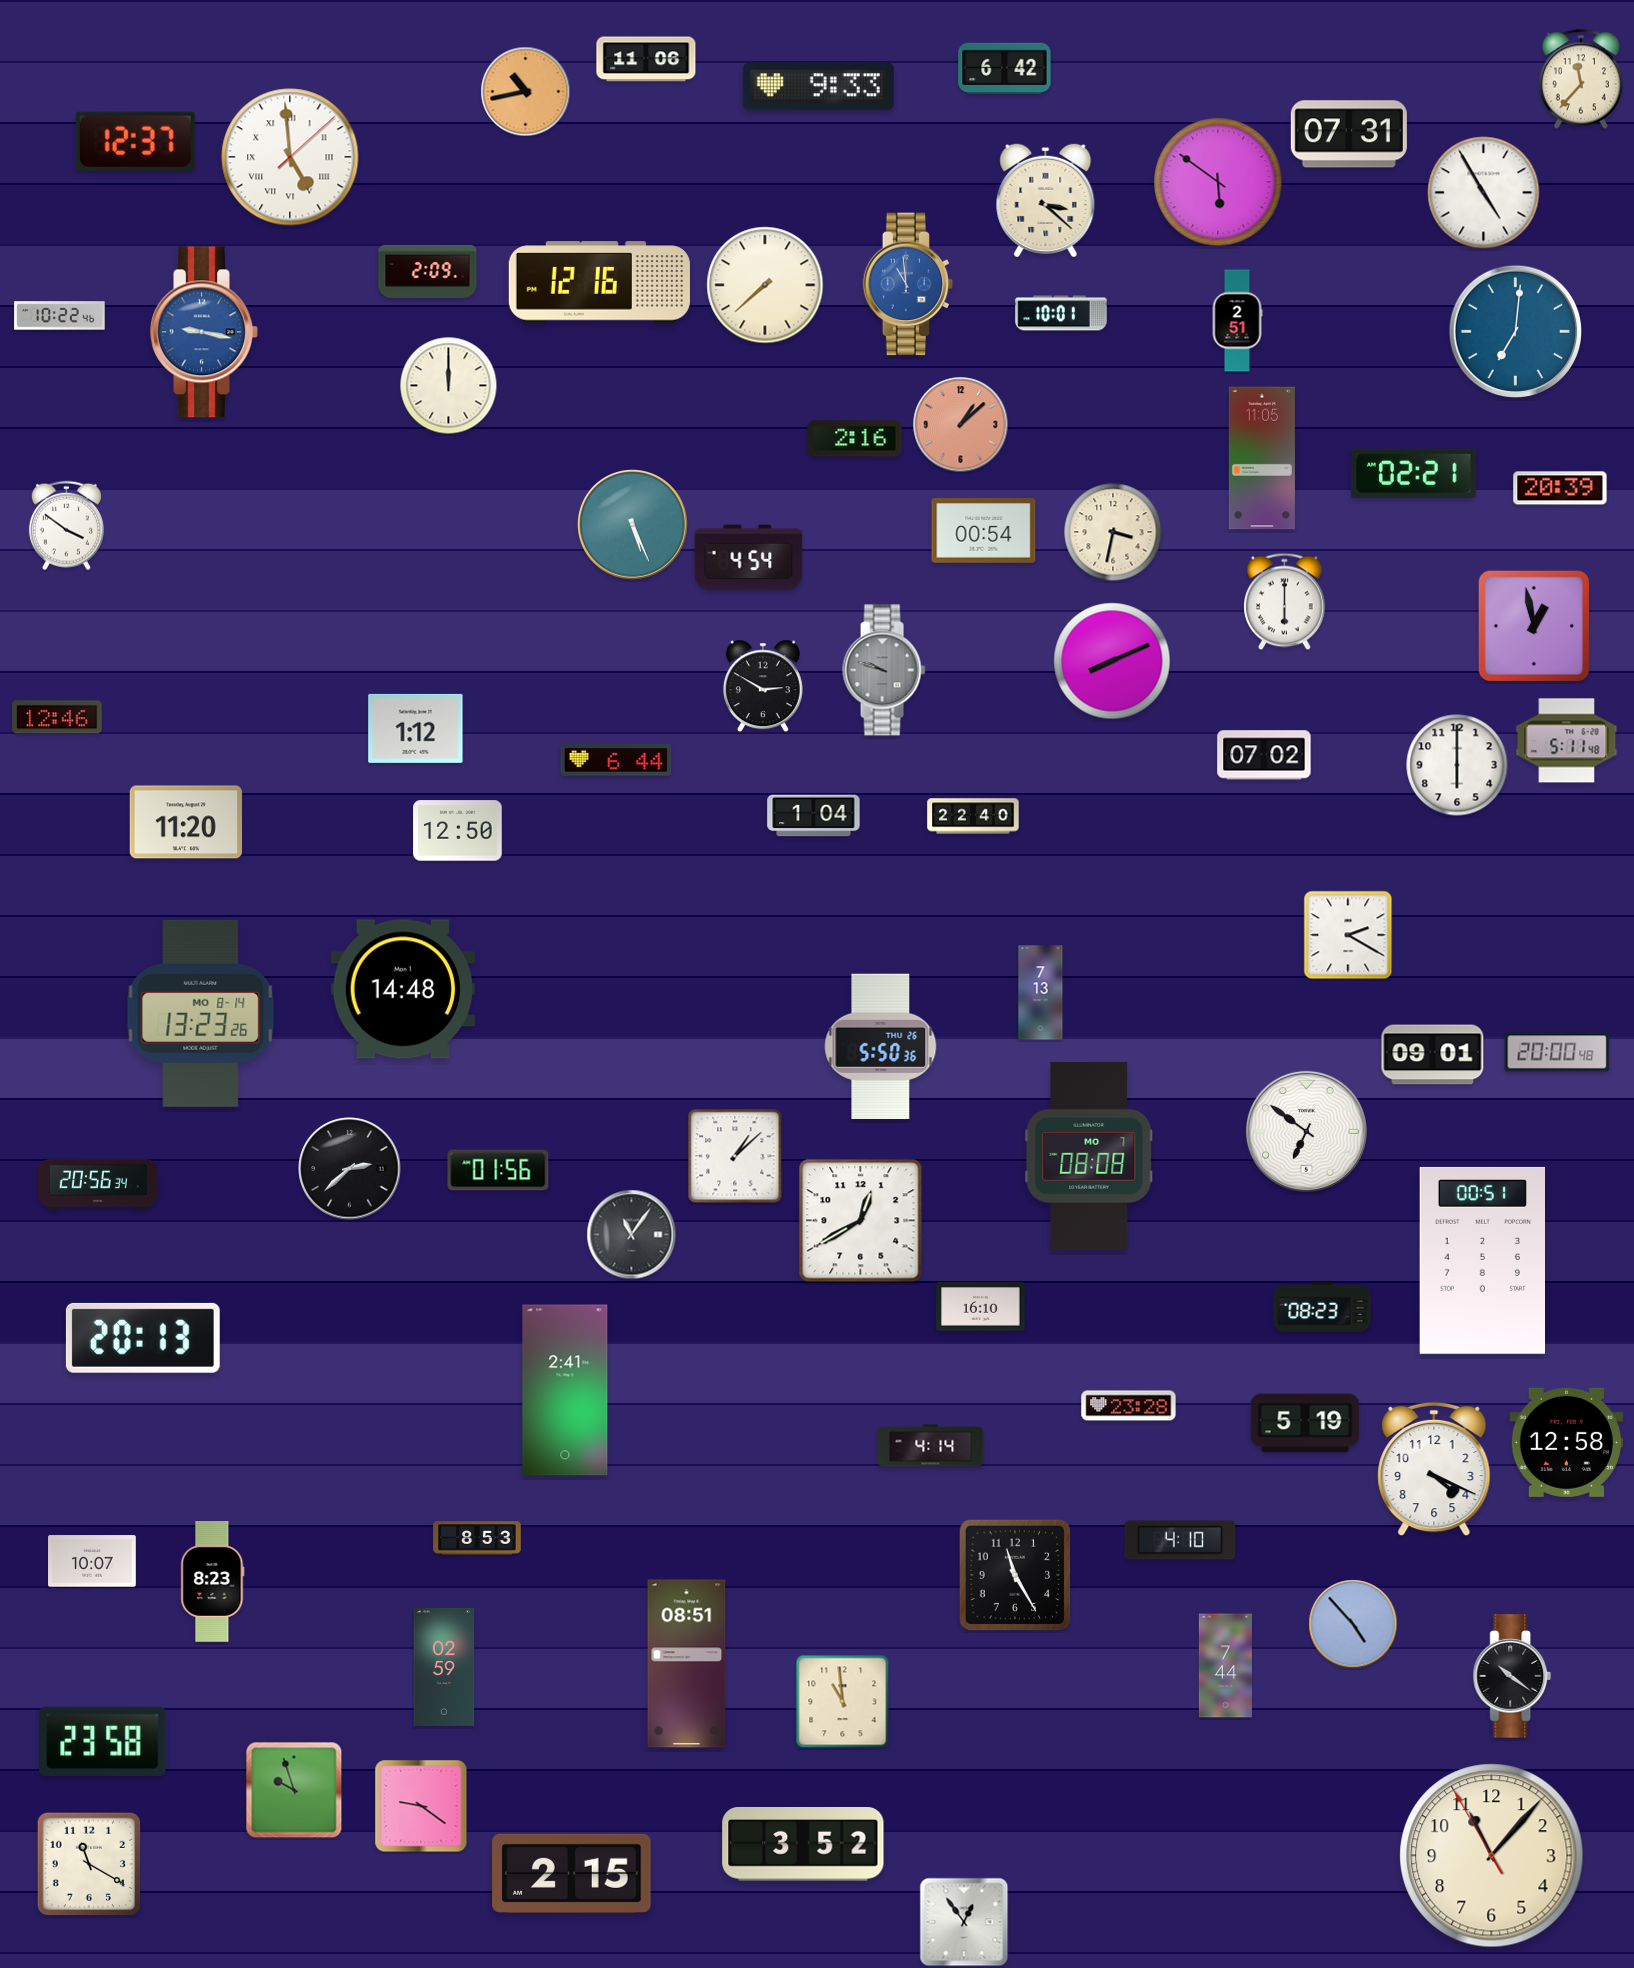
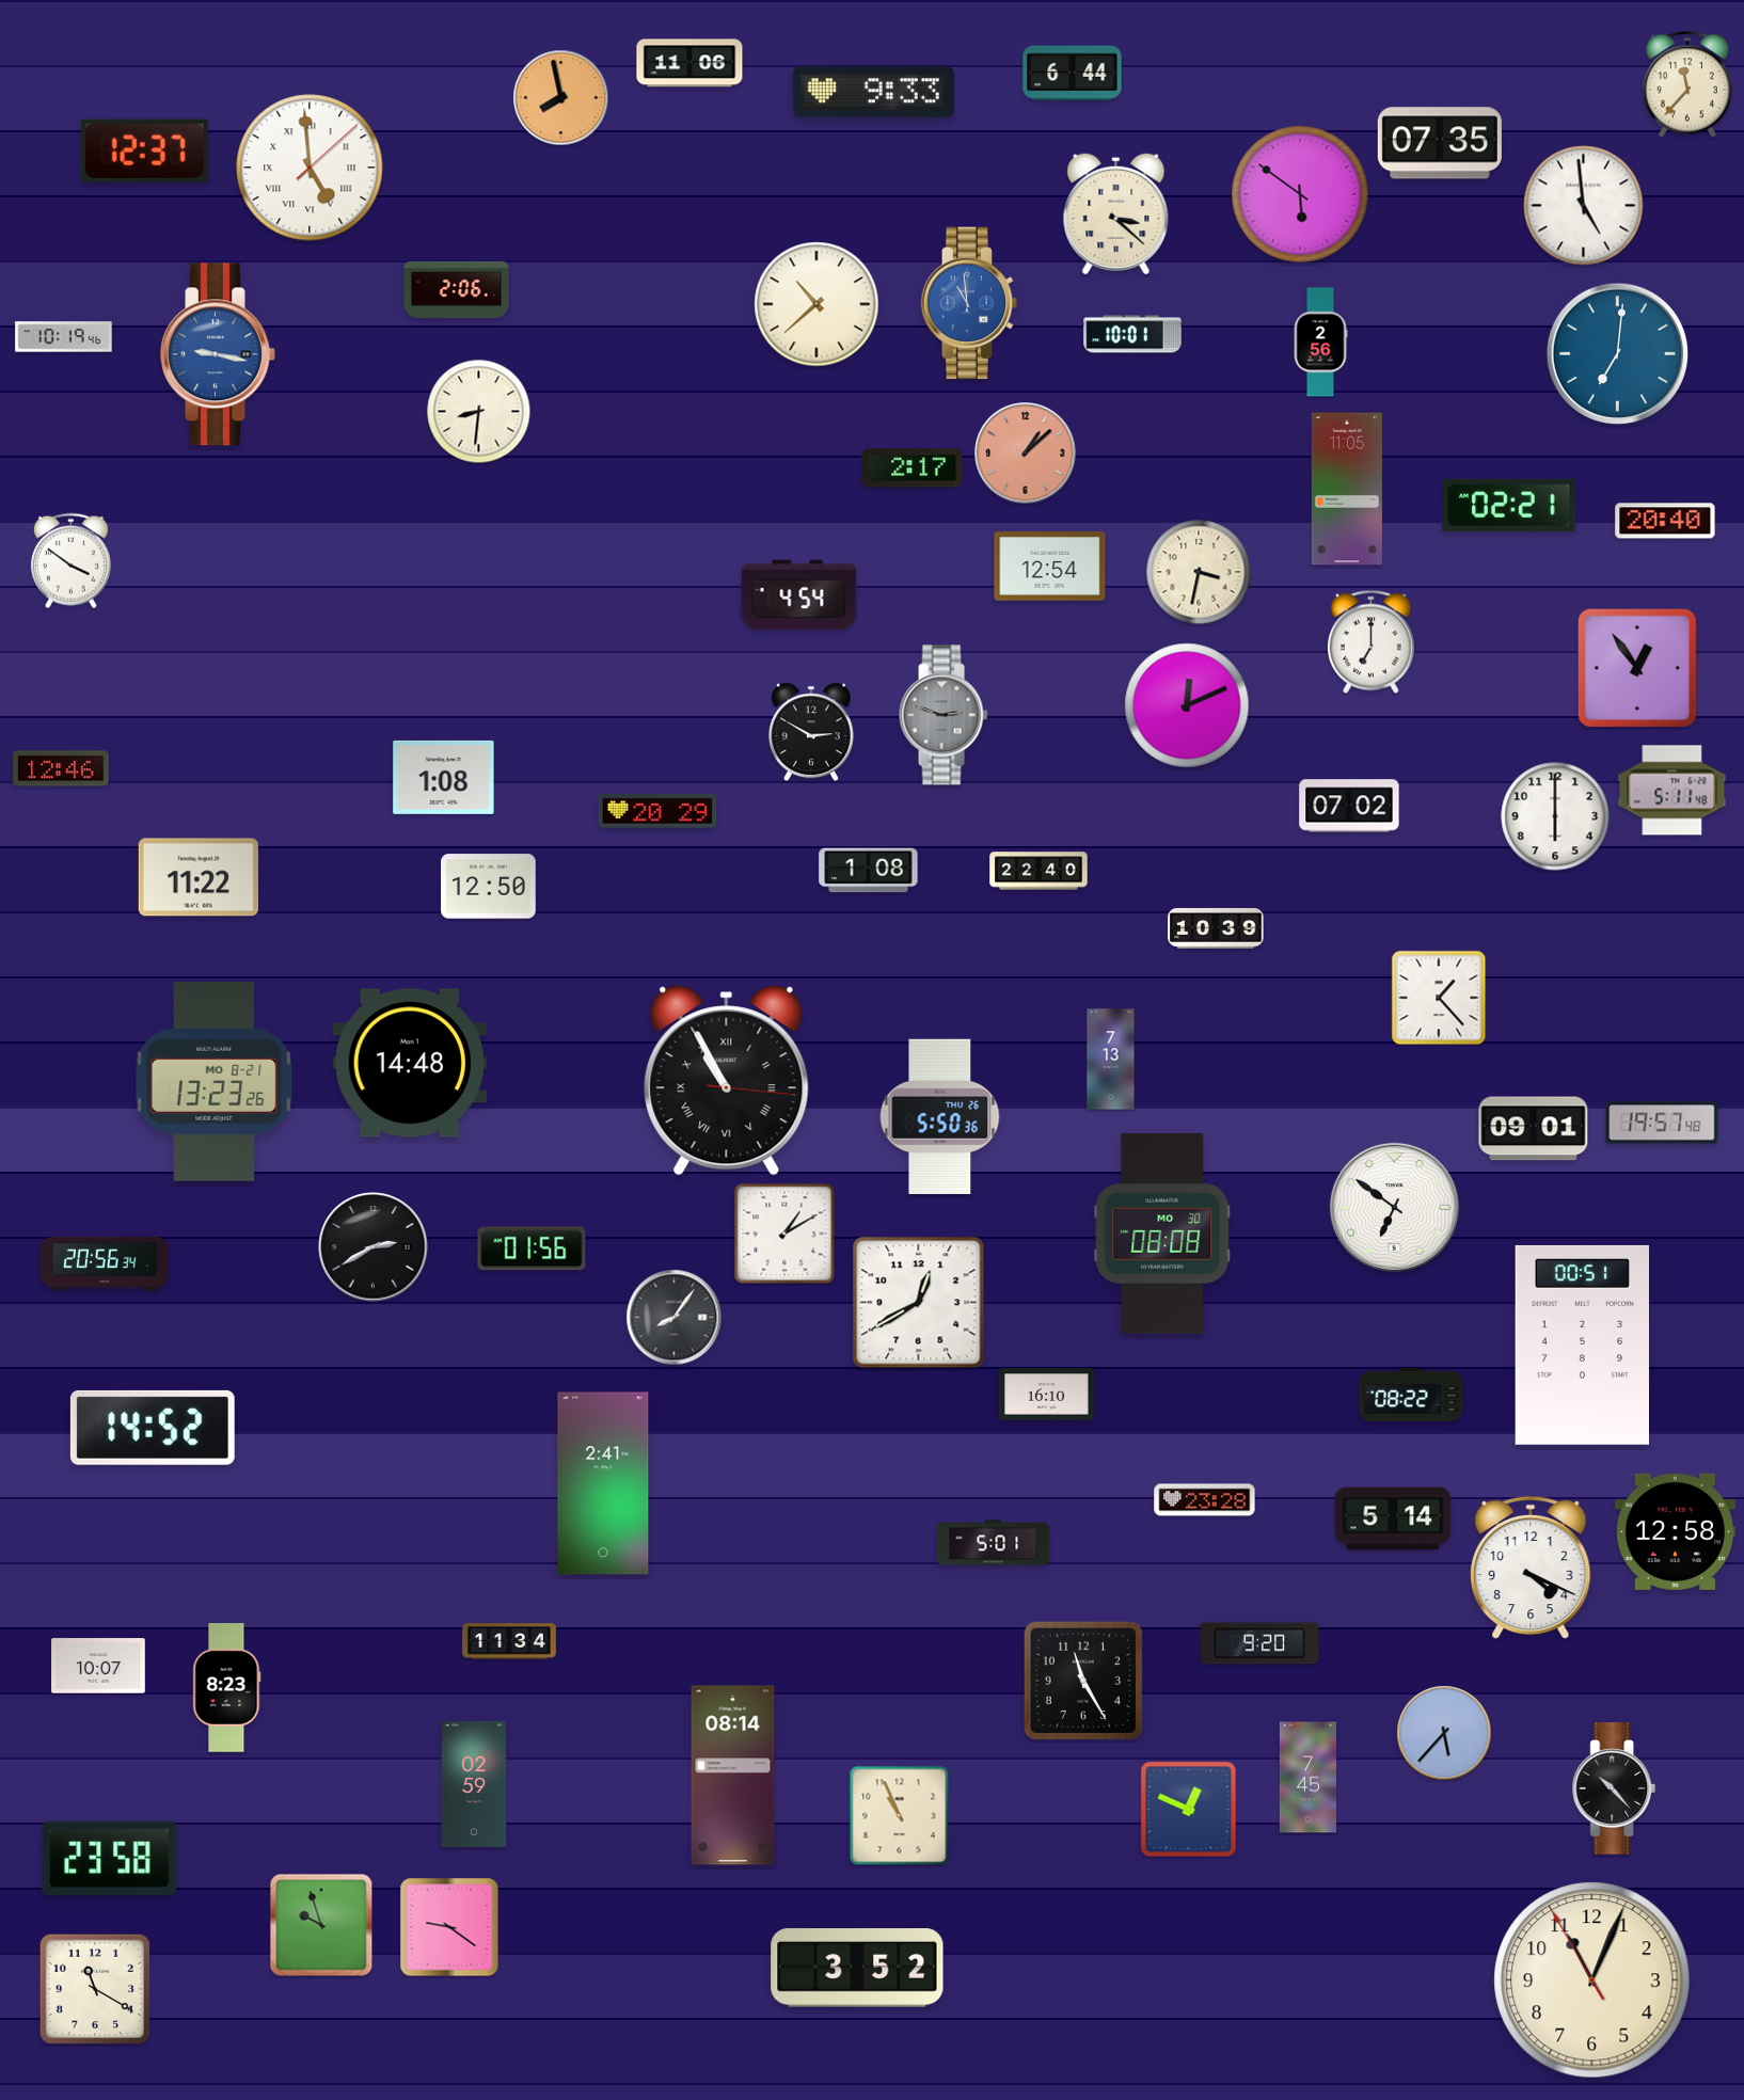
clock at (1005, 68): 6:42 -> 6:44
clock at (526, 92): 10:43 -> 7:58
clock at (1349, 134): 07:31 -> 07:35
clock at (1484, 193): 4:55 -> 4:59
clock at (428, 271): 2:09 -> 2:06
clock at (599, 283): 12:16 -> none
clock at (765, 285): 7:38 -> 10:38
clock at (60, 316): 10:22 -> 10:19
clock at (1237, 321): 2:51 -> 2:56
clock at (449, 386): 12:00 -> 8:31
clock at (855, 439): 2:16 -> 2:17
clock at (1560, 488): 20:39 -> 20:40
clock at (633, 525): 5:26 -> none
clock at (984, 531): 00:54 -> 12:54
clock at (1113, 532) position: (1113, 532) -> (1199, 572)
clock at (1285, 602): 6:00 -> 7:00
clock at (1534, 626): 12:58 -> 12:54
clock at (1112, 661): 8:11 -> 12:11
clock at (884, 670): 9:48 -> 2:48
clock at (763, 686) position: (763, 686) -> (811, 732)
clock at (57, 717) position: (57, 717) -> (61, 768)
clock at (416, 728): 1:12 -> 1:08
clock at (616, 760): 6:44 -> 20:29
clock at (814, 816): 1:04 -> 1:08
clock at (186, 822): 11:20 -> 11:22
clock at (1216, 928): none -> 10:39
clock at (1348, 935): 2:20 -> 1:23
clock at (402, 989) position: (402, 989) -> (409, 1063)
clock at (201, 1013) date: MO 8-14 -> MO 8-21
clock at (727, 1081): none -> 10:55
clock at (1557, 1052): 20:00 -> 19:57
clock at (1433, 1055) position: (1433, 1055) -> (1534, 1129)
clock at (735, 1156): 1:08 -> 1:10
clock at (1089, 1156) date: MO 7 -> MO 30
clock at (350, 1169): 2:38 -> 2:40
clock at (632, 1235): 11:06 -> 8:06
clock at (1322, 1307): 08:23 -> 08:22
clock at (143, 1338): 20:13 -> 14:52
clock at (1305, 1423): 5:19 -> 5:14
clock at (1566, 1442) position: (1566, 1442) -> (1675, 1531)
clock at (931, 1446): 4:14 -> 5:01
clock at (477, 1538): 8:53 -> 11:34
clock at (1180, 1540): 4:10 -> 9:20
clock at (1353, 1624): 4:53 -> 5:37
clock at (687, 1664): 08:51 -> 08:14
clock at (1225, 1666): 7:44 -> 7:45
clock at (444, 1667) position: (444, 1667) -> (474, 1784)
clock at (1512, 1676): 10:21 -> 10:23
clock at (1189, 1810): none -> 12:49
clock at (843, 1702): 10:59 -> 10:56
clock at (294, 1790) position: (294, 1790) -> (321, 1925)
clock at (1492, 1856): 11:06 -> 11:03
clock at (572, 1873): 2:15 -> none
clock at (964, 1922): 12:54 -> none
